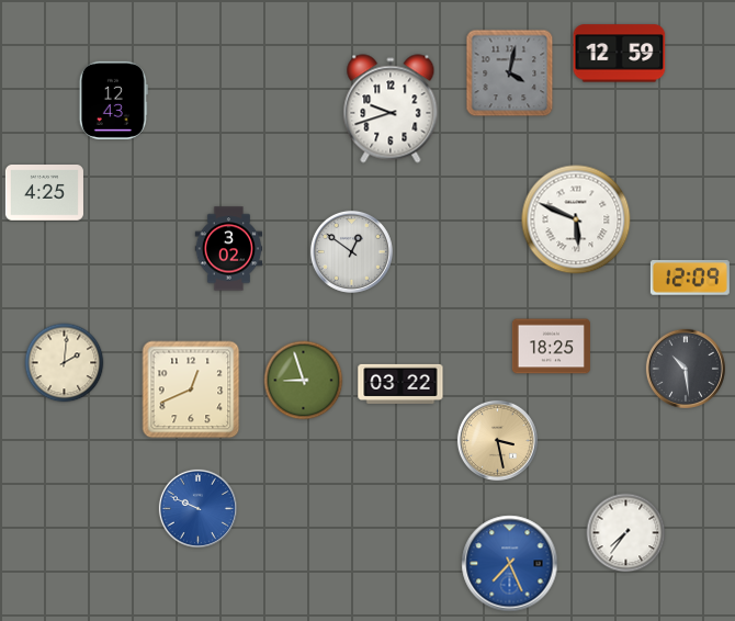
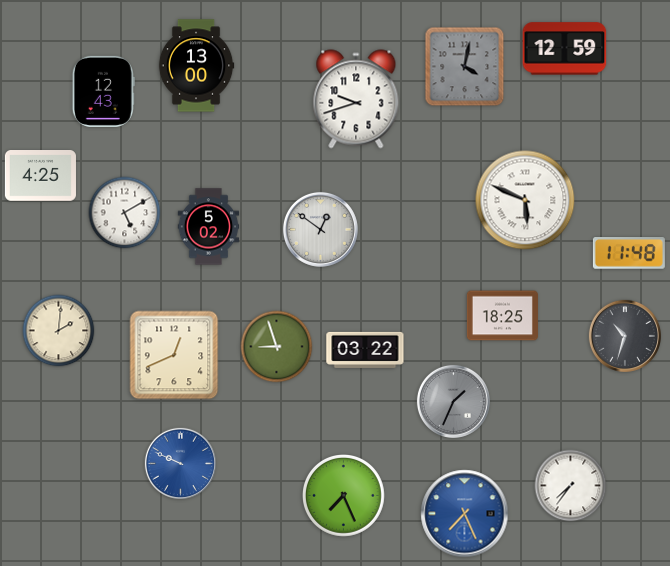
clock at (196, 66): none -> 13:00
clock at (125, 213): none -> 5:10
clock at (229, 249): 3:02 -> 5:02
clock at (690, 278): 12:09 -> 11:48
clock at (686, 369): 10:29 -> 10:33
clock at (497, 440): 3:28 -> 1:34
clock at (497, 440) dial: champagne -> grey
clock at (344, 496): none -> 7:26
